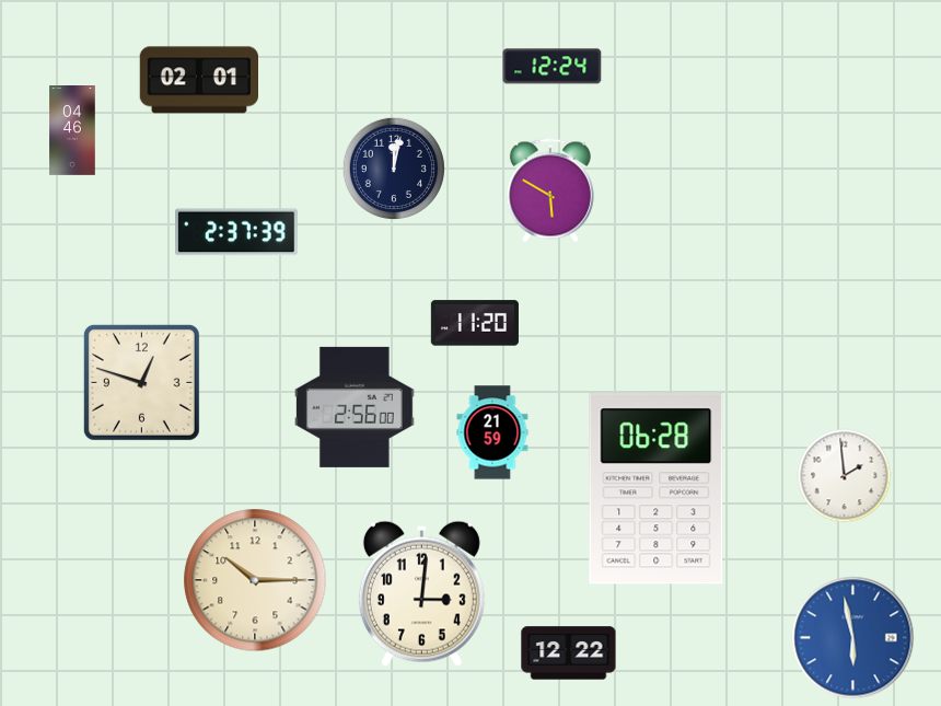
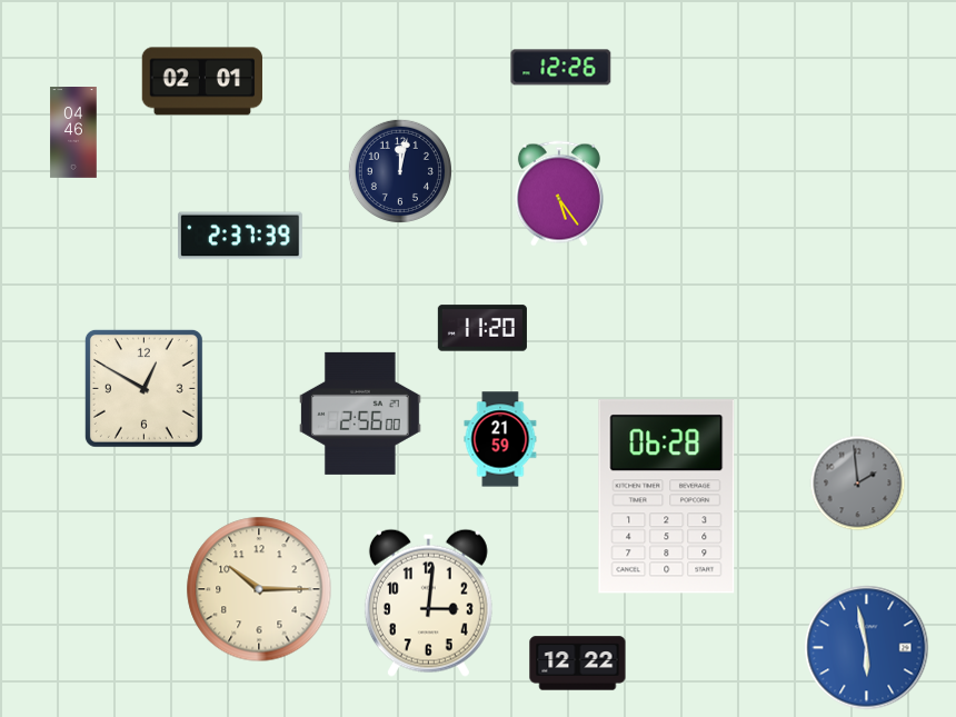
clock at (553, 67): 12:24 -> 12:26
clock at (550, 190): 5:50 -> 5:24
clock at (141, 382): 12:48 -> 12:50
clock at (845, 476) dial: white -> grey
